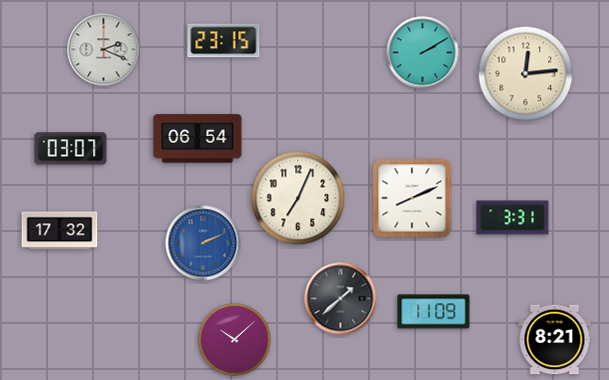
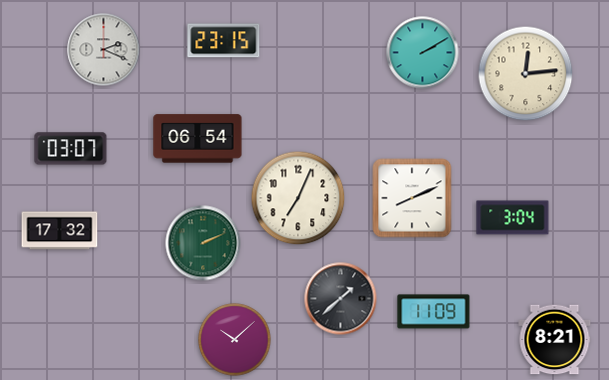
clock at (513, 218): 3:31 -> 3:04
clock at (203, 243) dial: blue -> green
